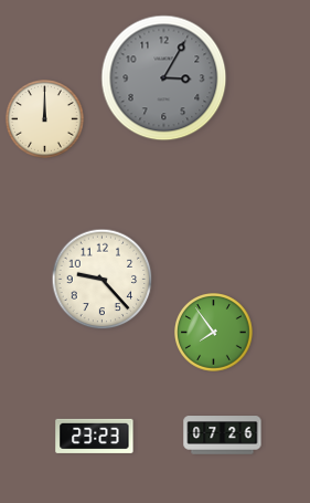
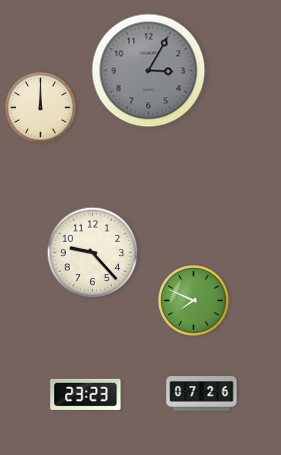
clock at (214, 333): 7:54 -> 7:49
